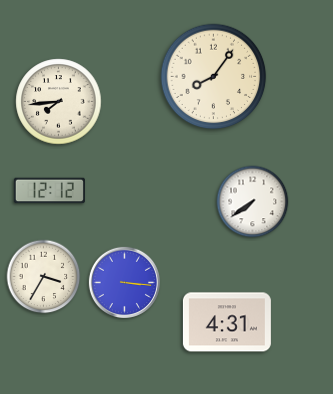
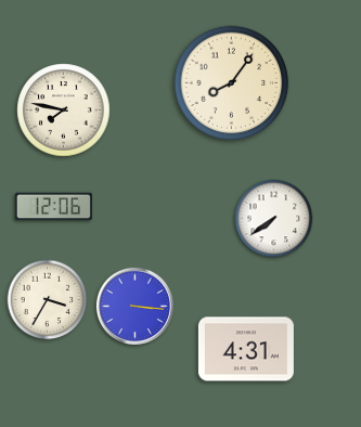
clock at (59, 102): 7:44 -> 7:47
clock at (49, 191): 12:12 -> 12:06
